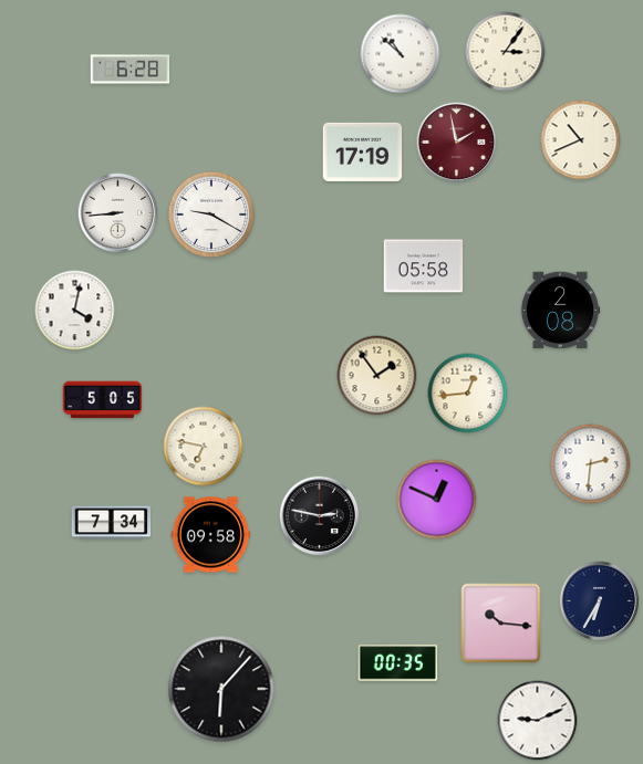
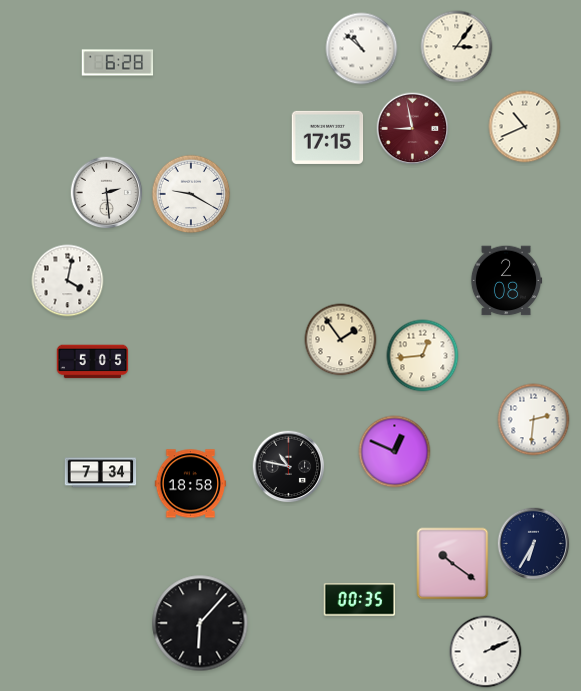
clock at (457, 143): 1:58 -> 8:58
clock at (363, 151): 17:19 -> 17:15
clock at (118, 213): 8:44 -> 2:29
clock at (424, 266): 05:58 -> none
clock at (204, 447): 6:47 -> none
clock at (320, 516): 2:47 -> 10:47
clock at (211, 535): 09:58 -> 18:58
clock at (600, 601) position: (600, 601) -> (534, 544)
clock at (501, 624): 10:16 -> 10:21
clock at (538, 721): 9:11 -> 2:11
